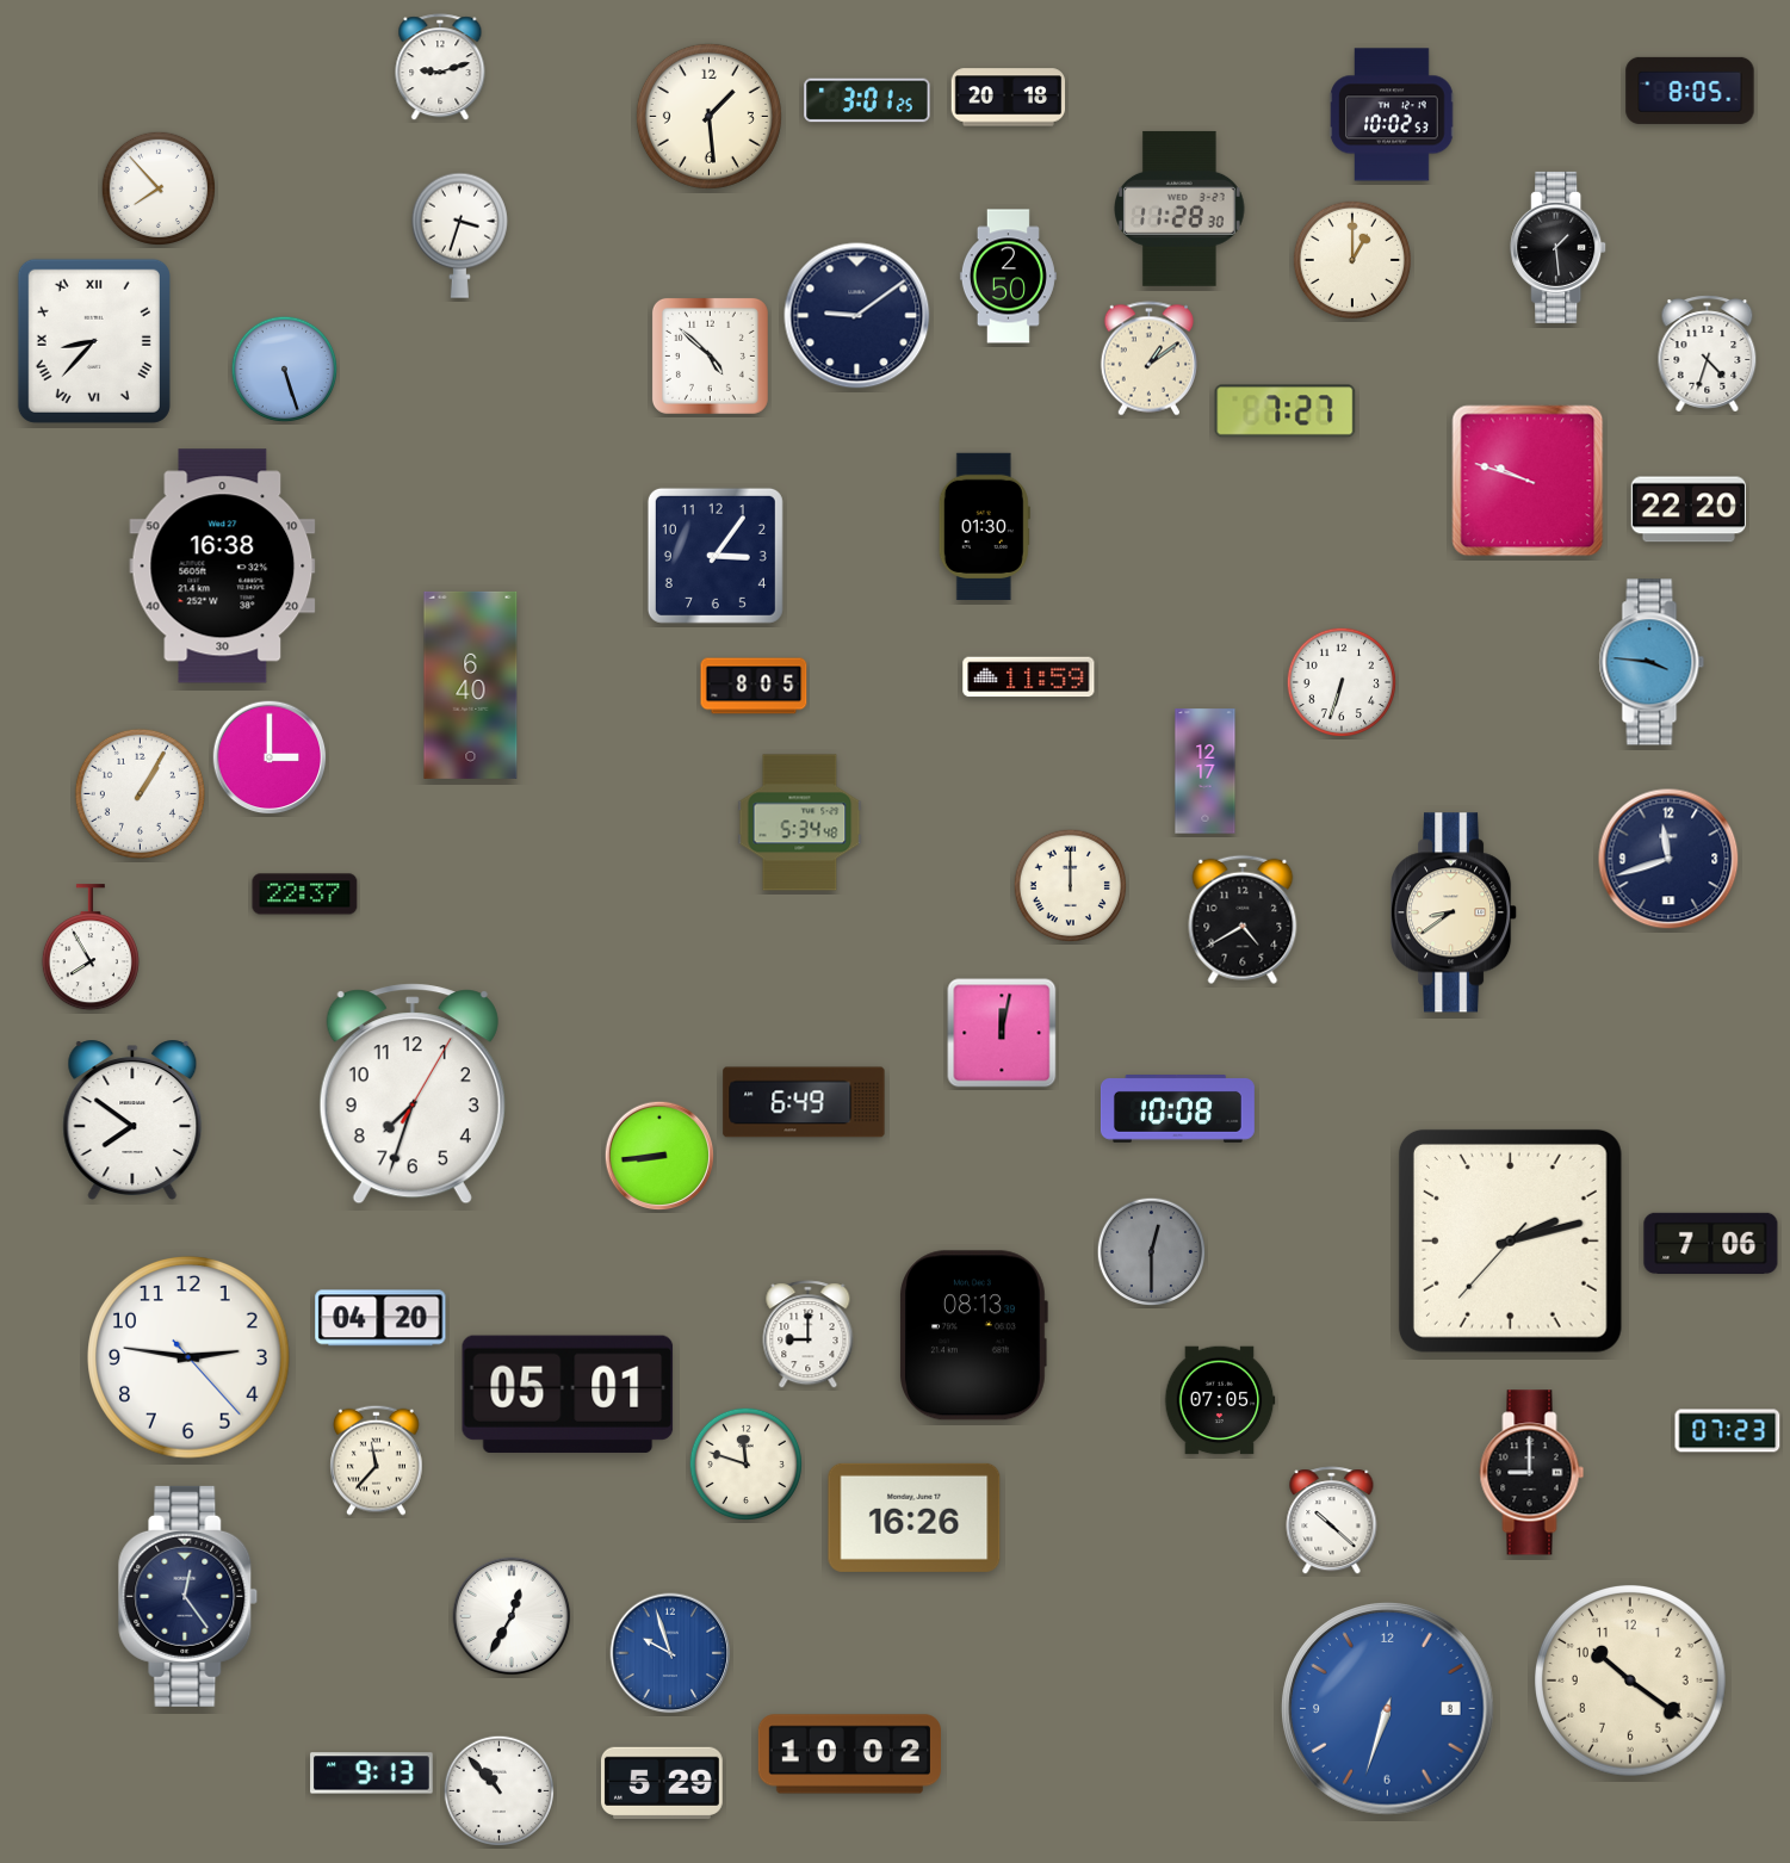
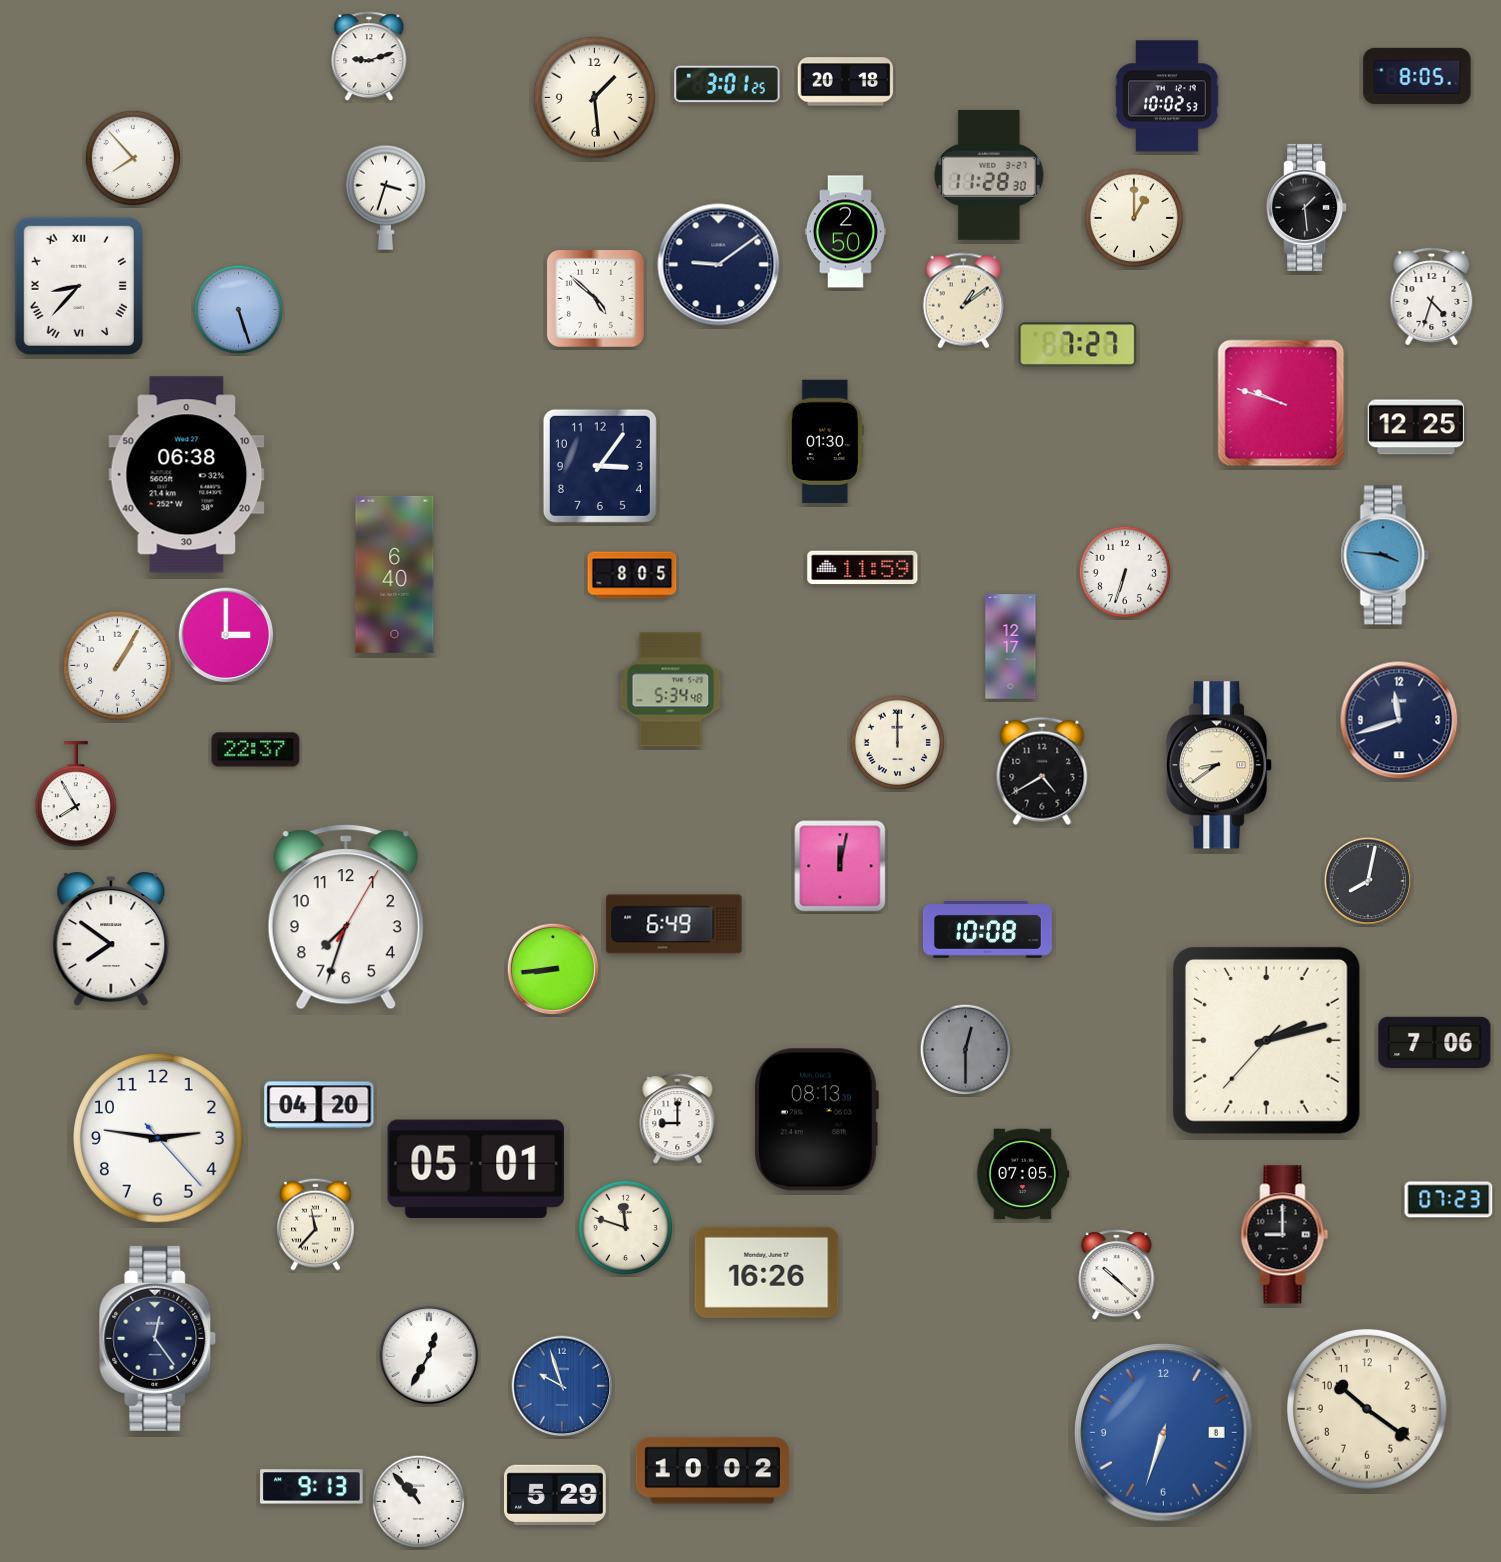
clock at (1689, 509): 22:20 -> 12:25
clock at (223, 567): 16:38 -> 06:38
clock at (1368, 881): none -> 8:02
